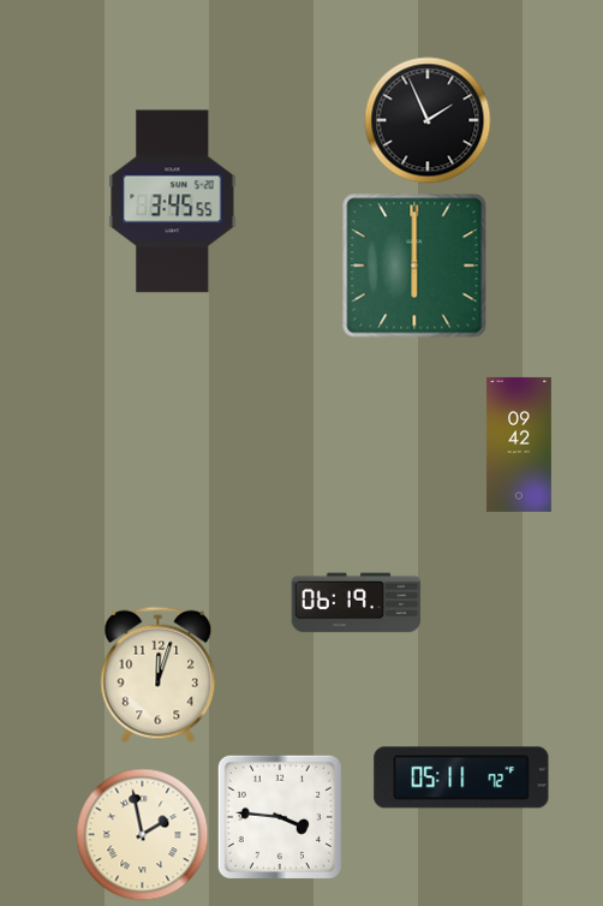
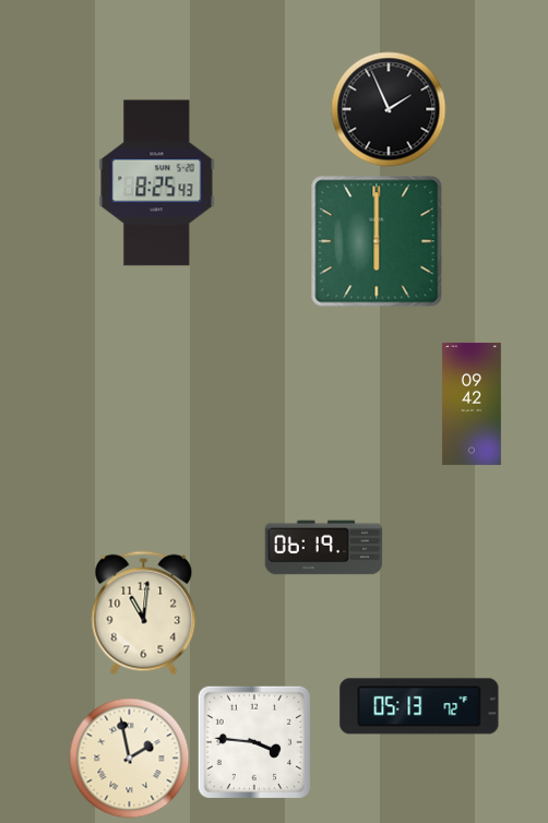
clock at (173, 202): 3:45 -> 8:25
clock at (159, 675): 12:03 -> 11:01
clock at (461, 777): 05:11 -> 05:13
